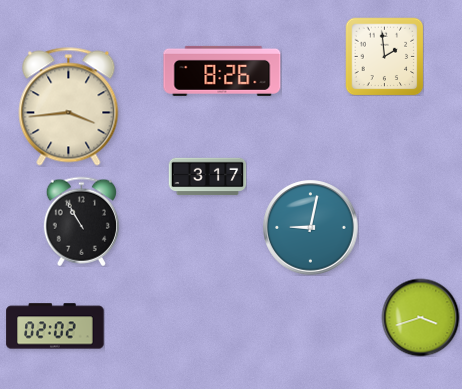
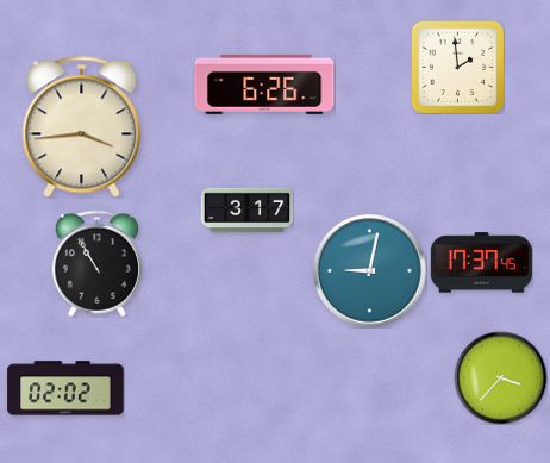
clock at (222, 71): 8:26 -> 6:26
clock at (481, 263): none -> 17:37
clock at (420, 317): 3:42 -> 3:37
